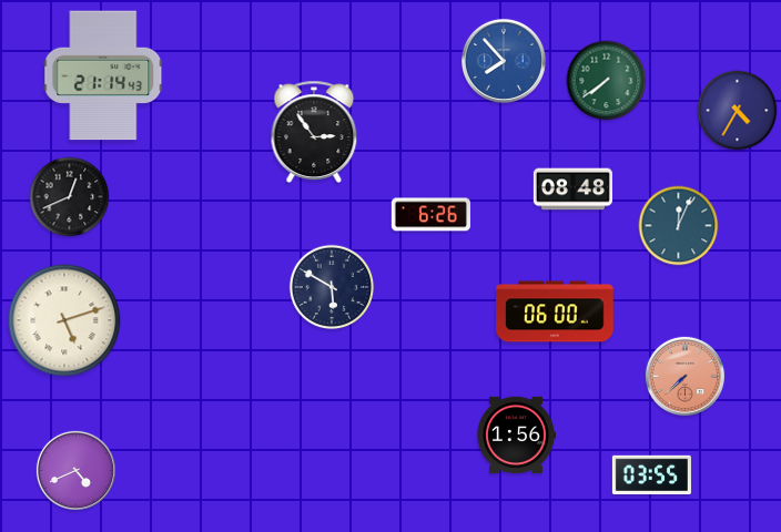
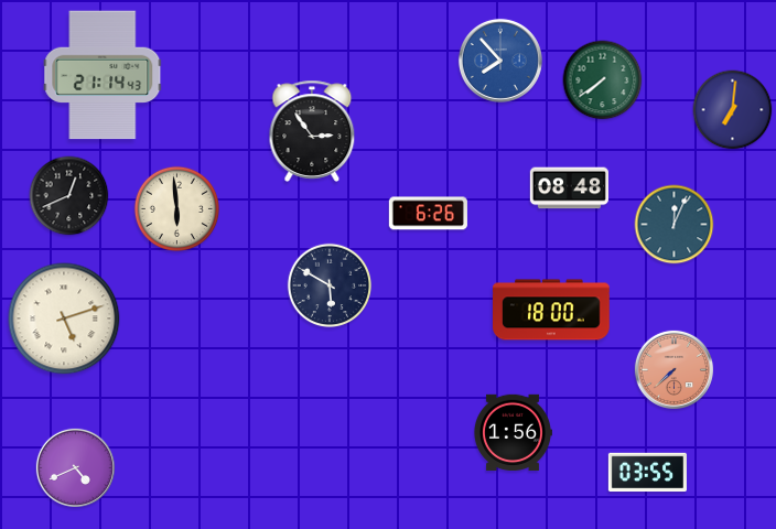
clock at (738, 111): 4:35 -> 7:01
clock at (176, 208): none -> 5:59
clock at (555, 311): 06:00 -> 18:00
clock at (684, 376) position: (684, 376) -> (673, 369)
